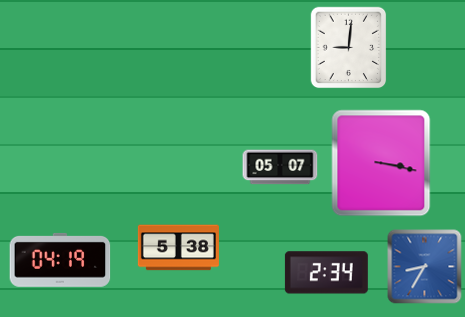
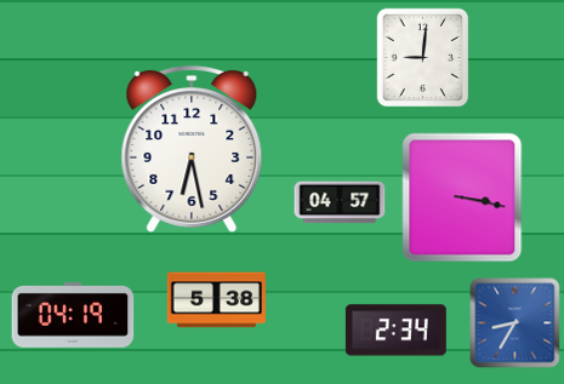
clock at (192, 149): none -> 6:28
clock at (280, 167): 05:07 -> 04:57
